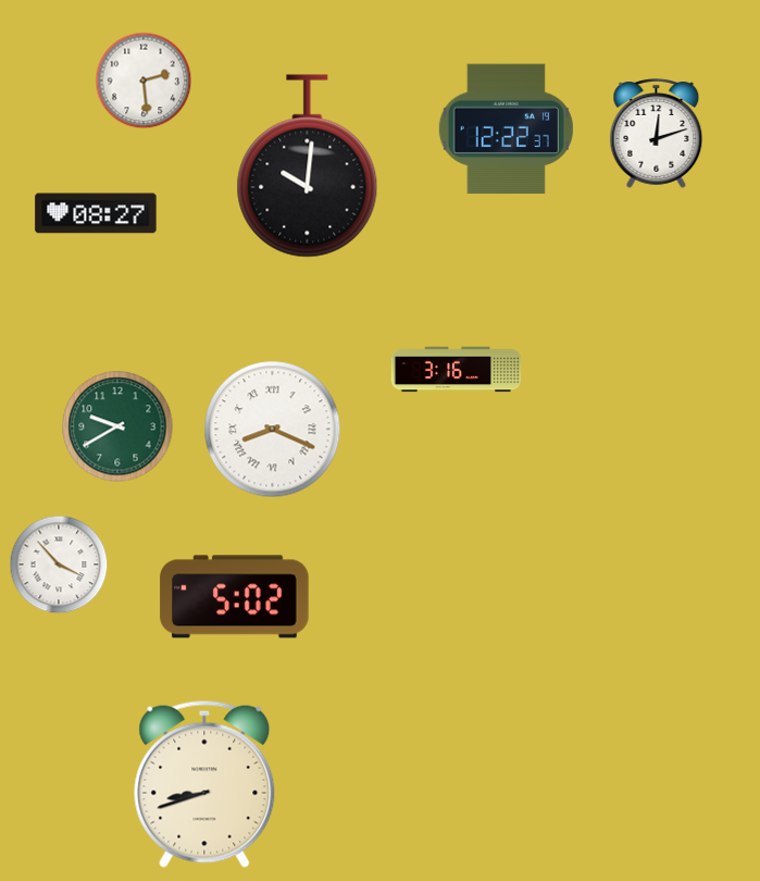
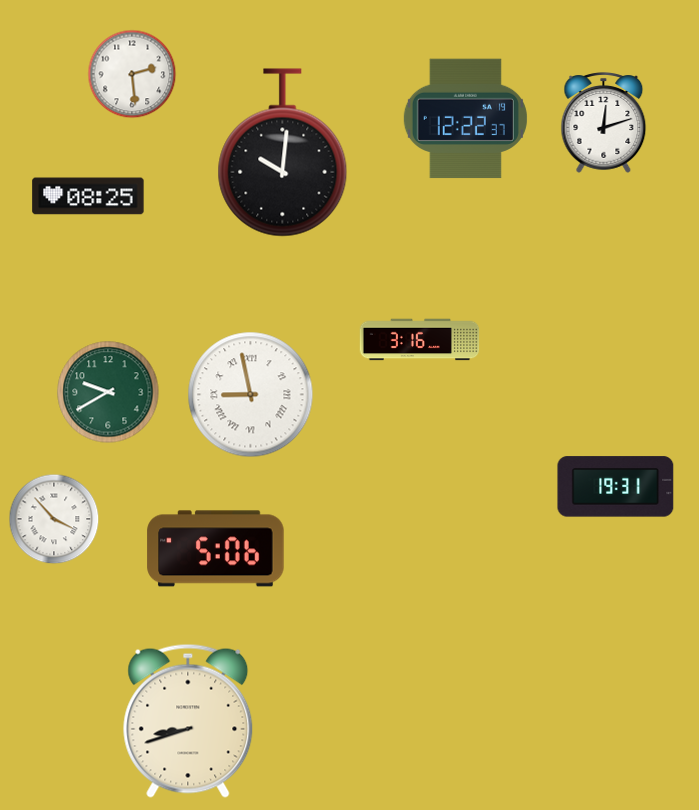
clock at (96, 213): 08:27 -> 08:25
clock at (273, 430): 8:19 -> 8:58
clock at (616, 487): none -> 19:31
clock at (235, 597): 5:02 -> 5:06
